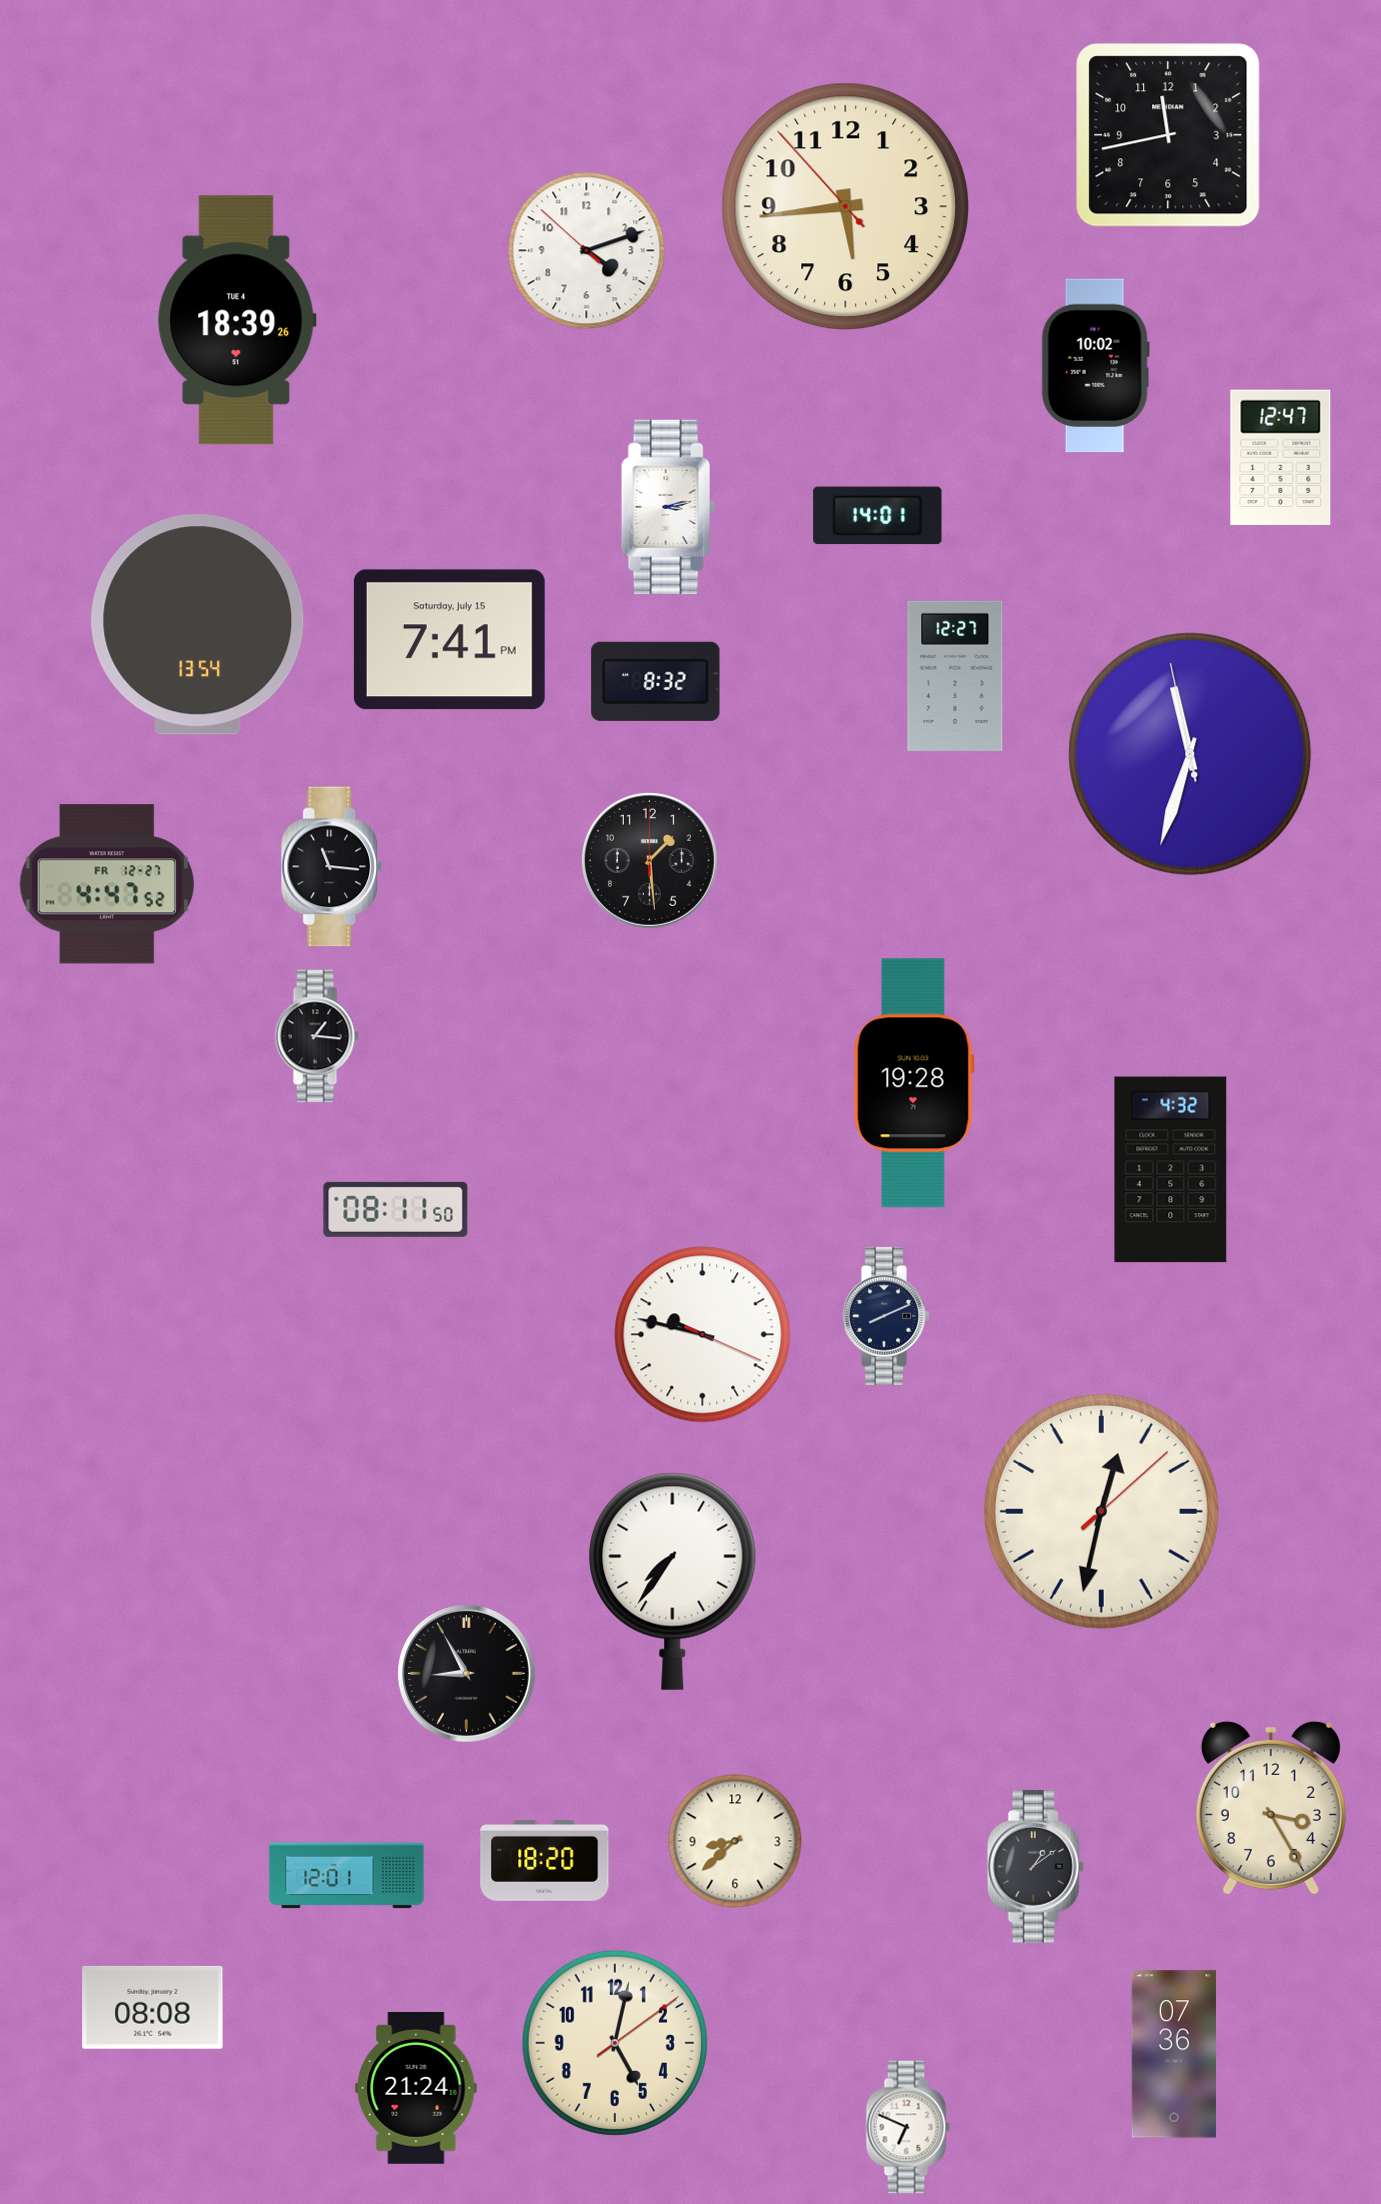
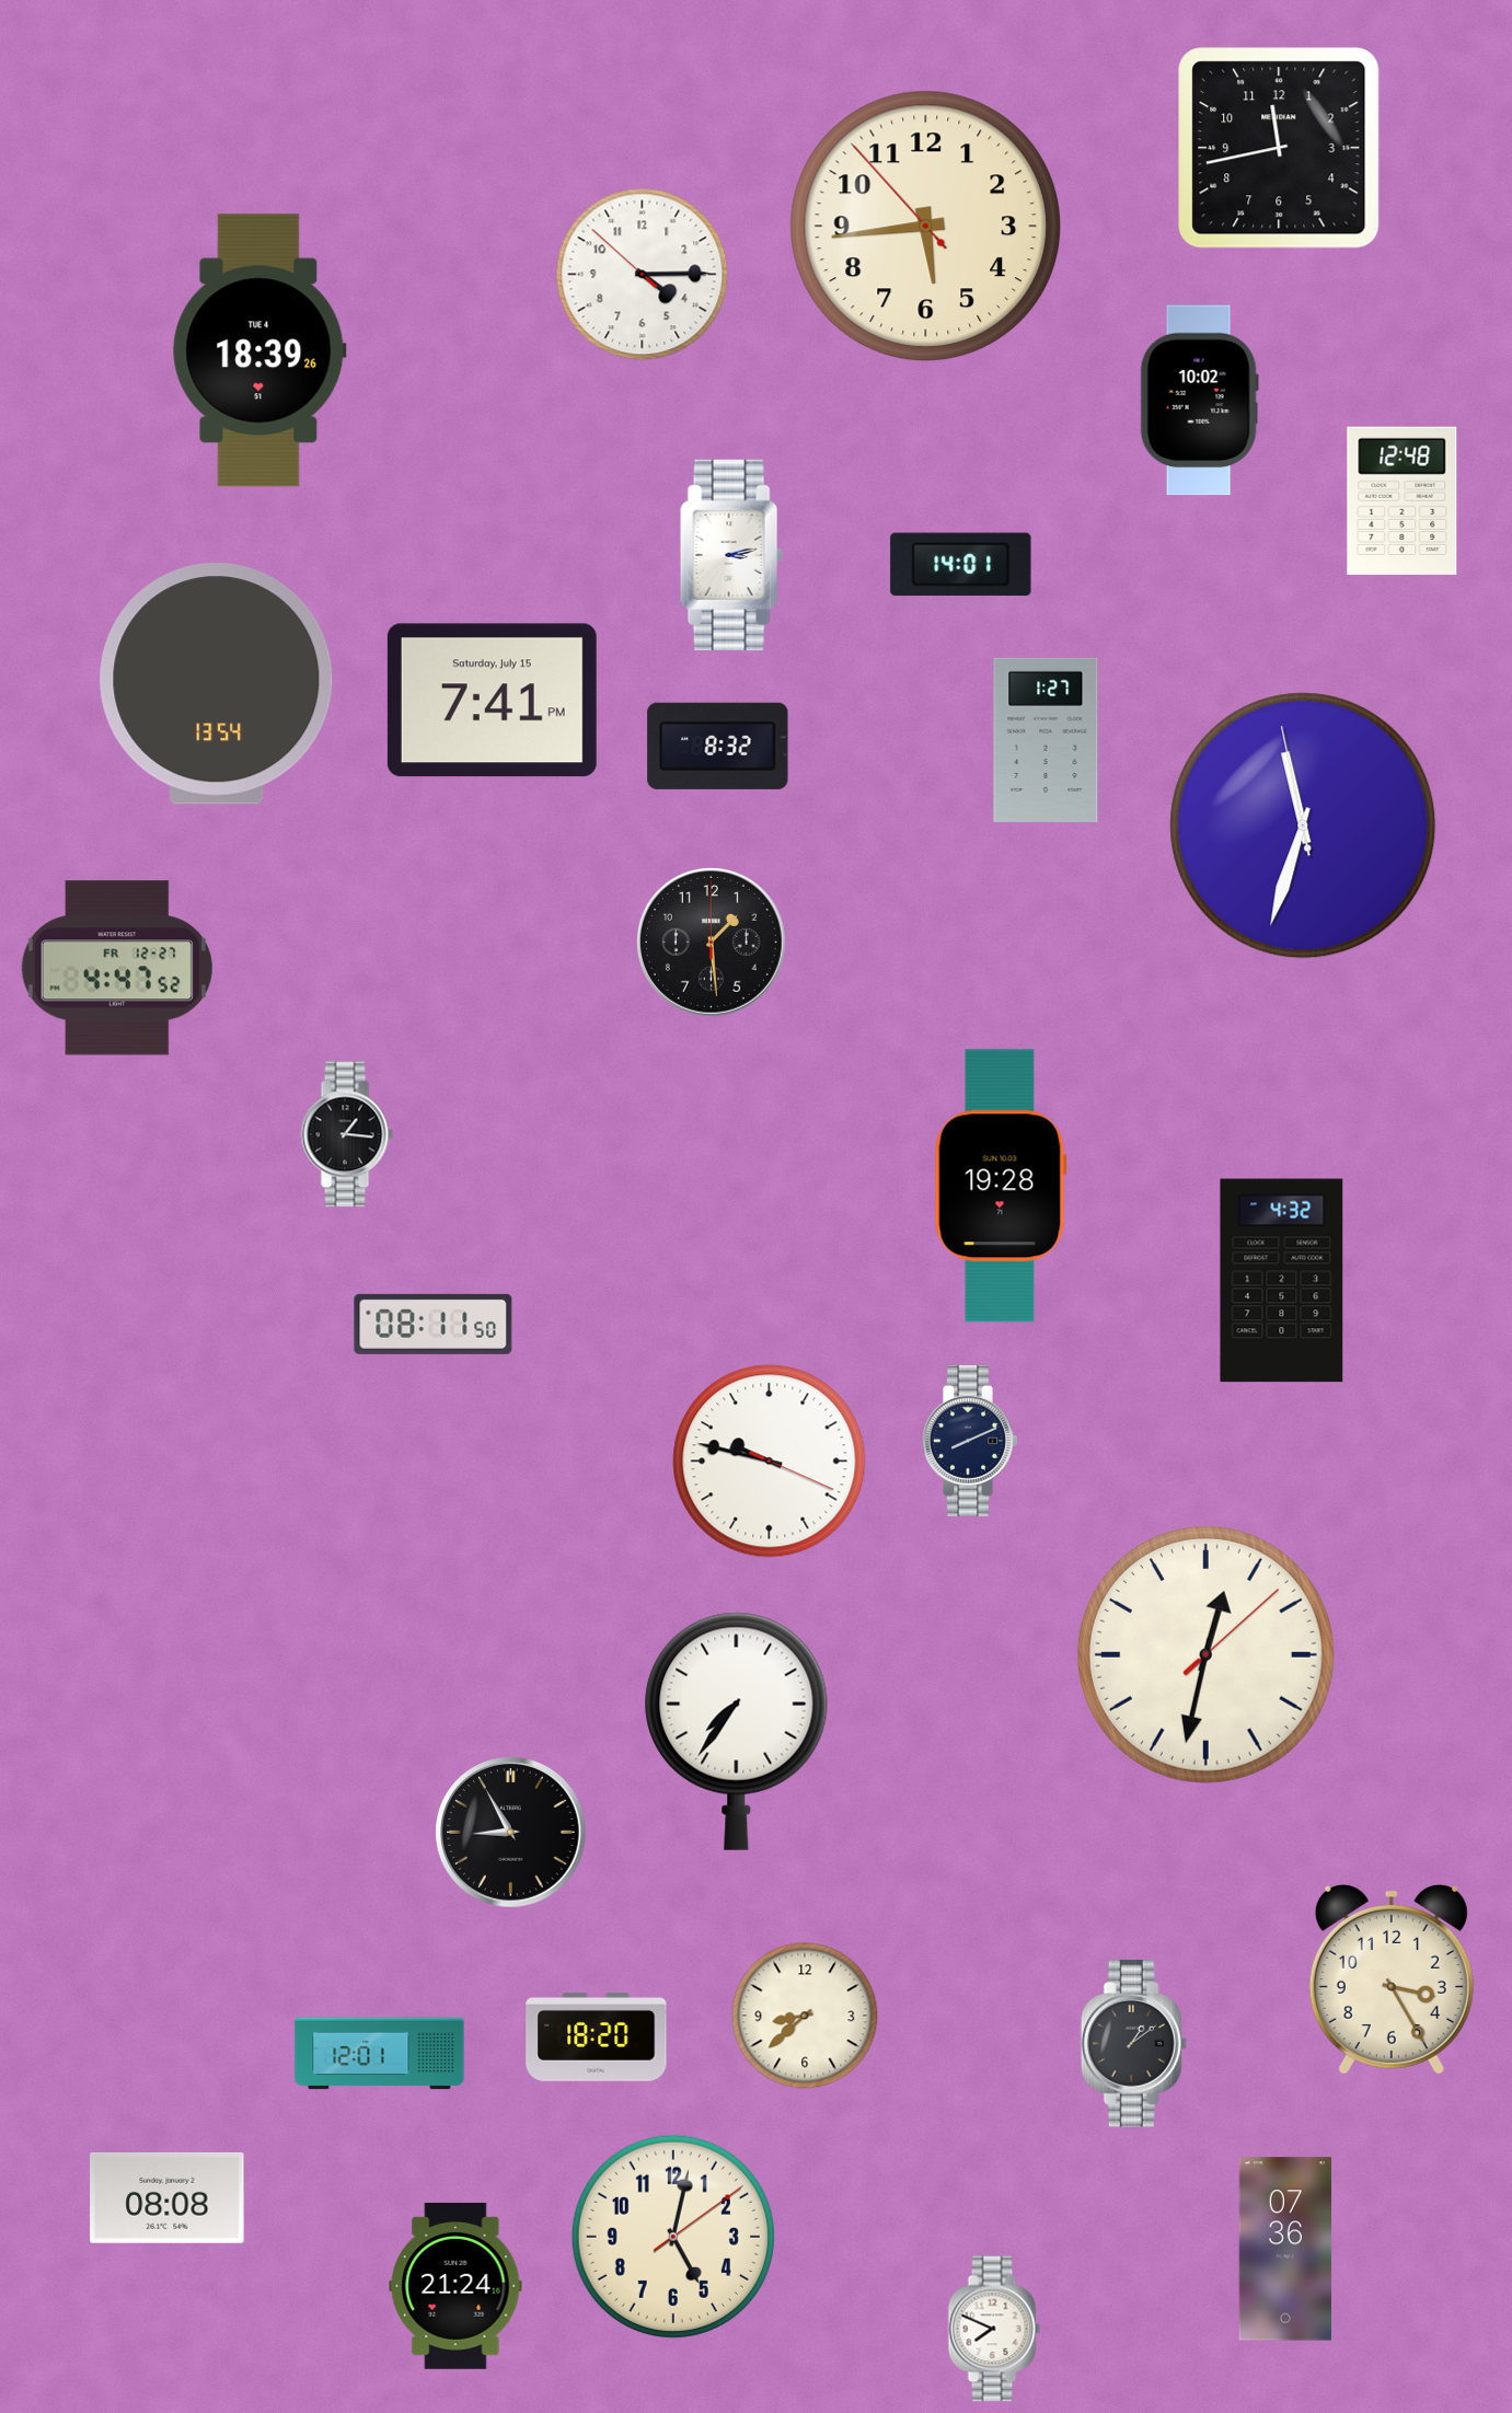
clock at (587, 251): 4:11 -> 4:14
clock at (1281, 457): 12:47 -> 12:48
clock at (955, 676): 12:27 -> 1:27
clock at (332, 867): 11:16 -> none
clock at (908, 2127): 6:49 -> 7:49
